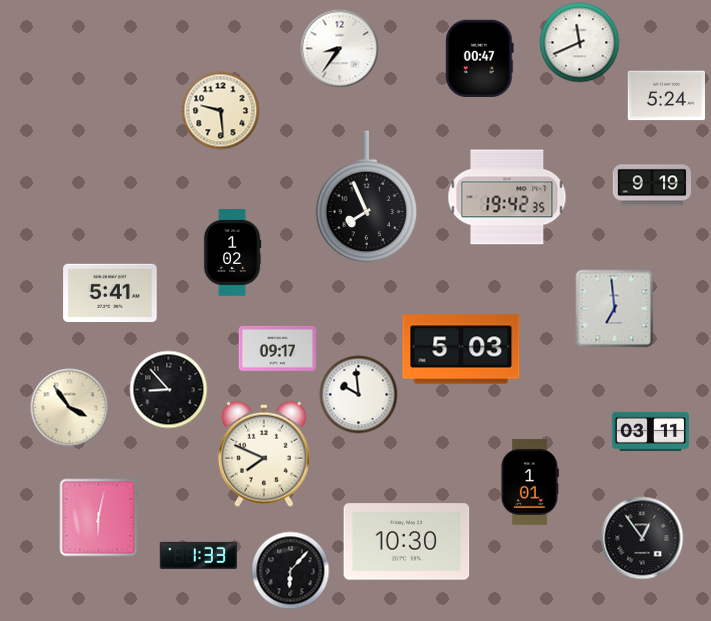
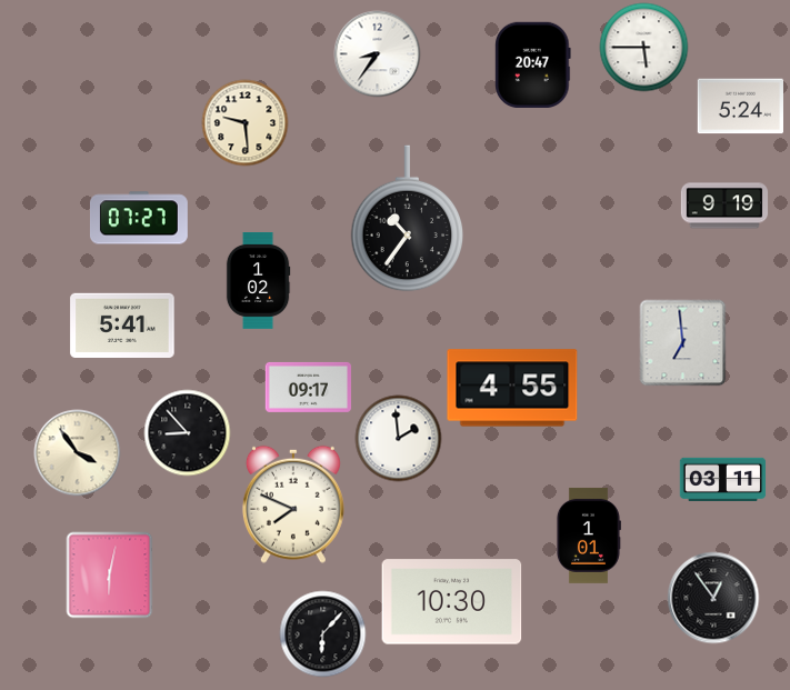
clock at (579, 42): 11:41 -> 5:45
clock at (480, 58): 00:47 -> 20:47
clock at (139, 218): none -> 07:27
clock at (367, 197): 7:56 -> 10:36
clock at (507, 197): 19:42 -> none
clock at (461, 349): 5:03 -> 4:55
clock at (358, 394): 9:59 -> 1:59
clock at (198, 555): 1:33 -> none
